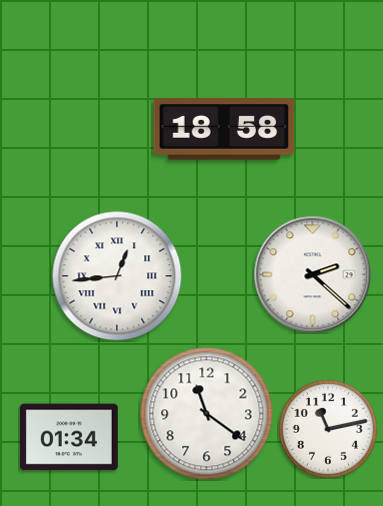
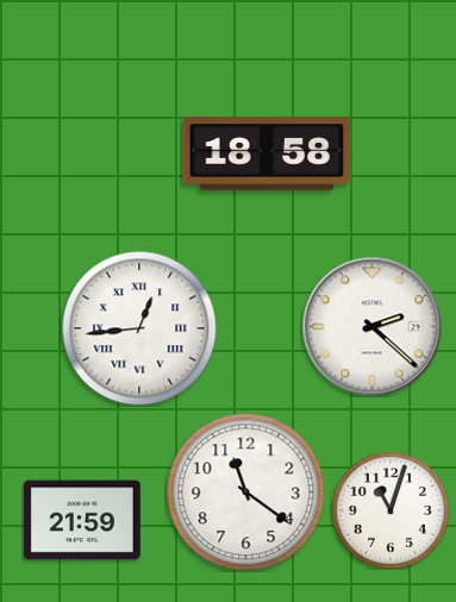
clock at (328, 429): 11:13 -> 11:03
clock at (69, 437): 01:34 -> 21:59
